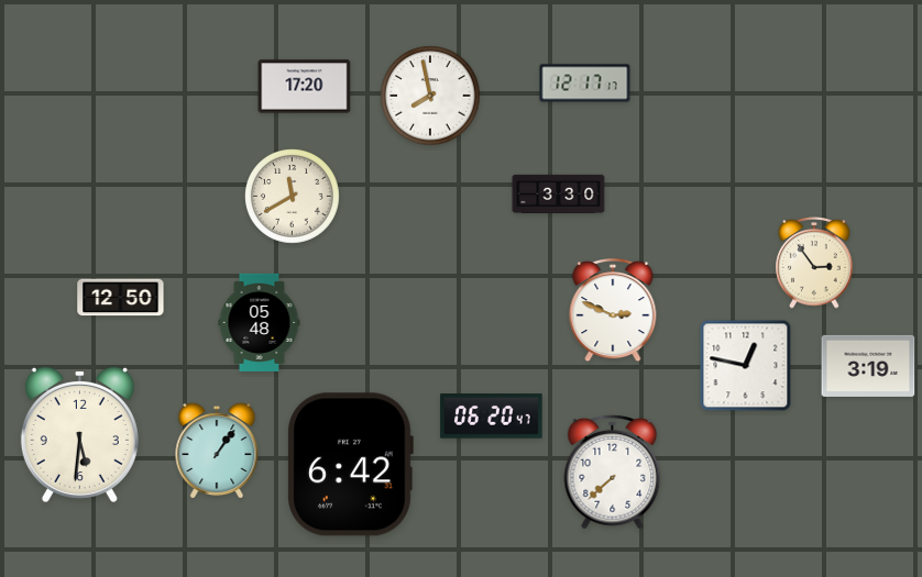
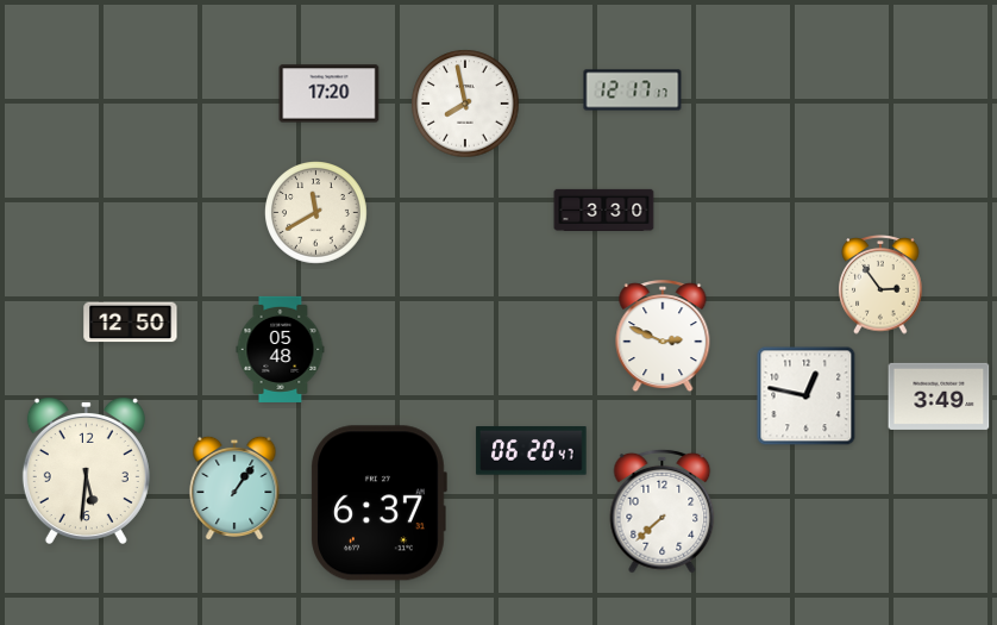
clock at (868, 366): 3:19 -> 3:49
clock at (350, 465): 6:42 -> 6:37
